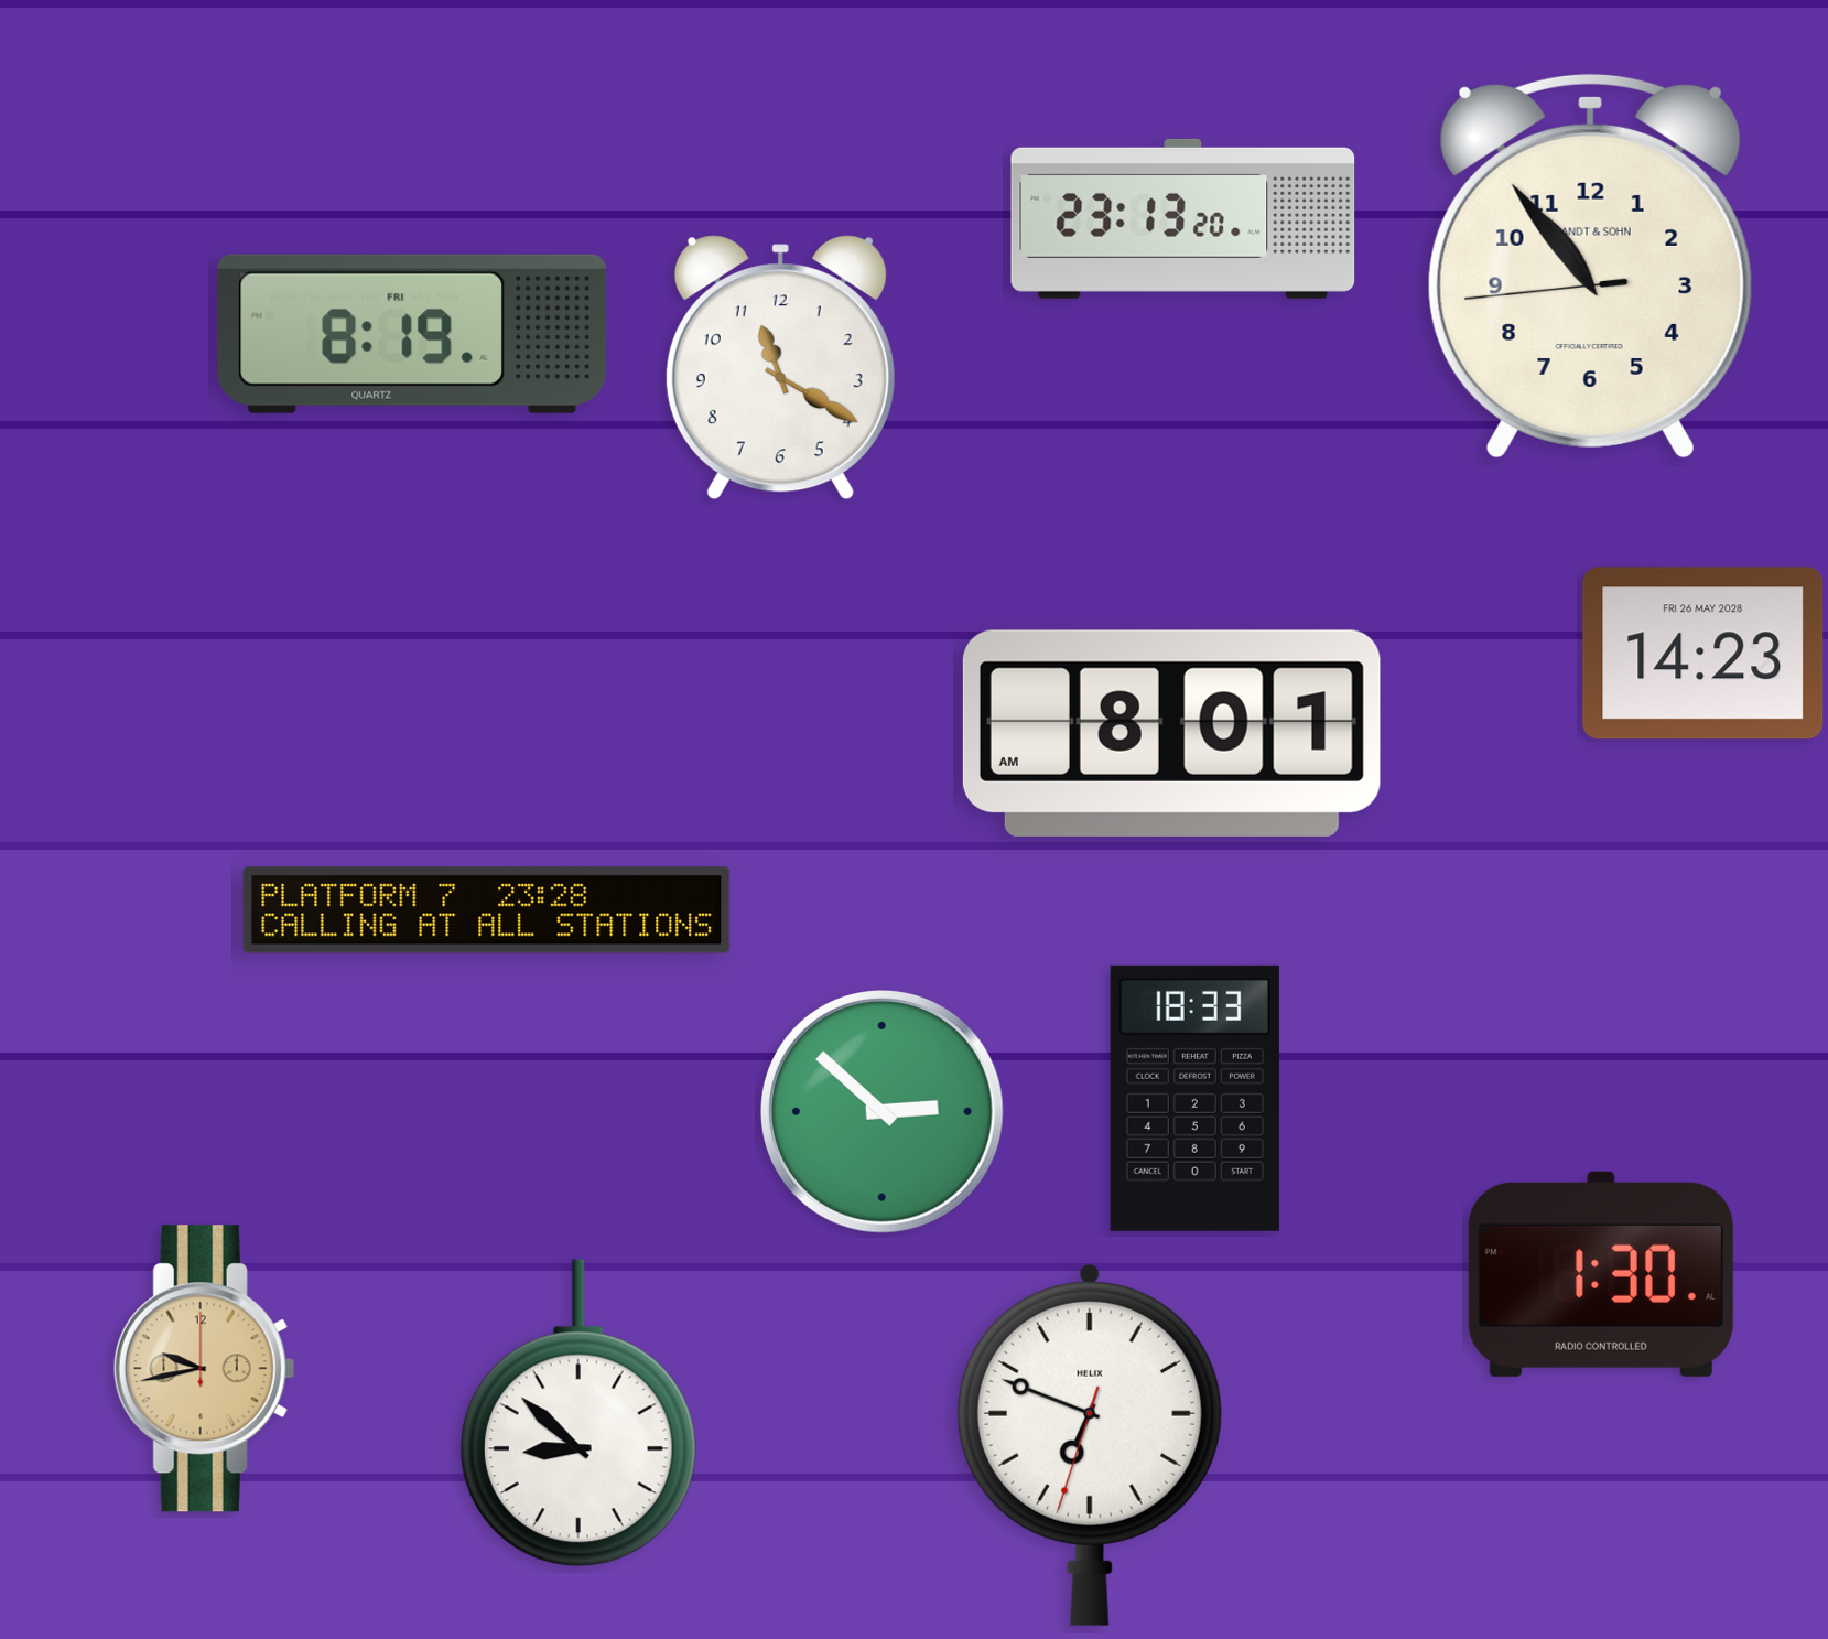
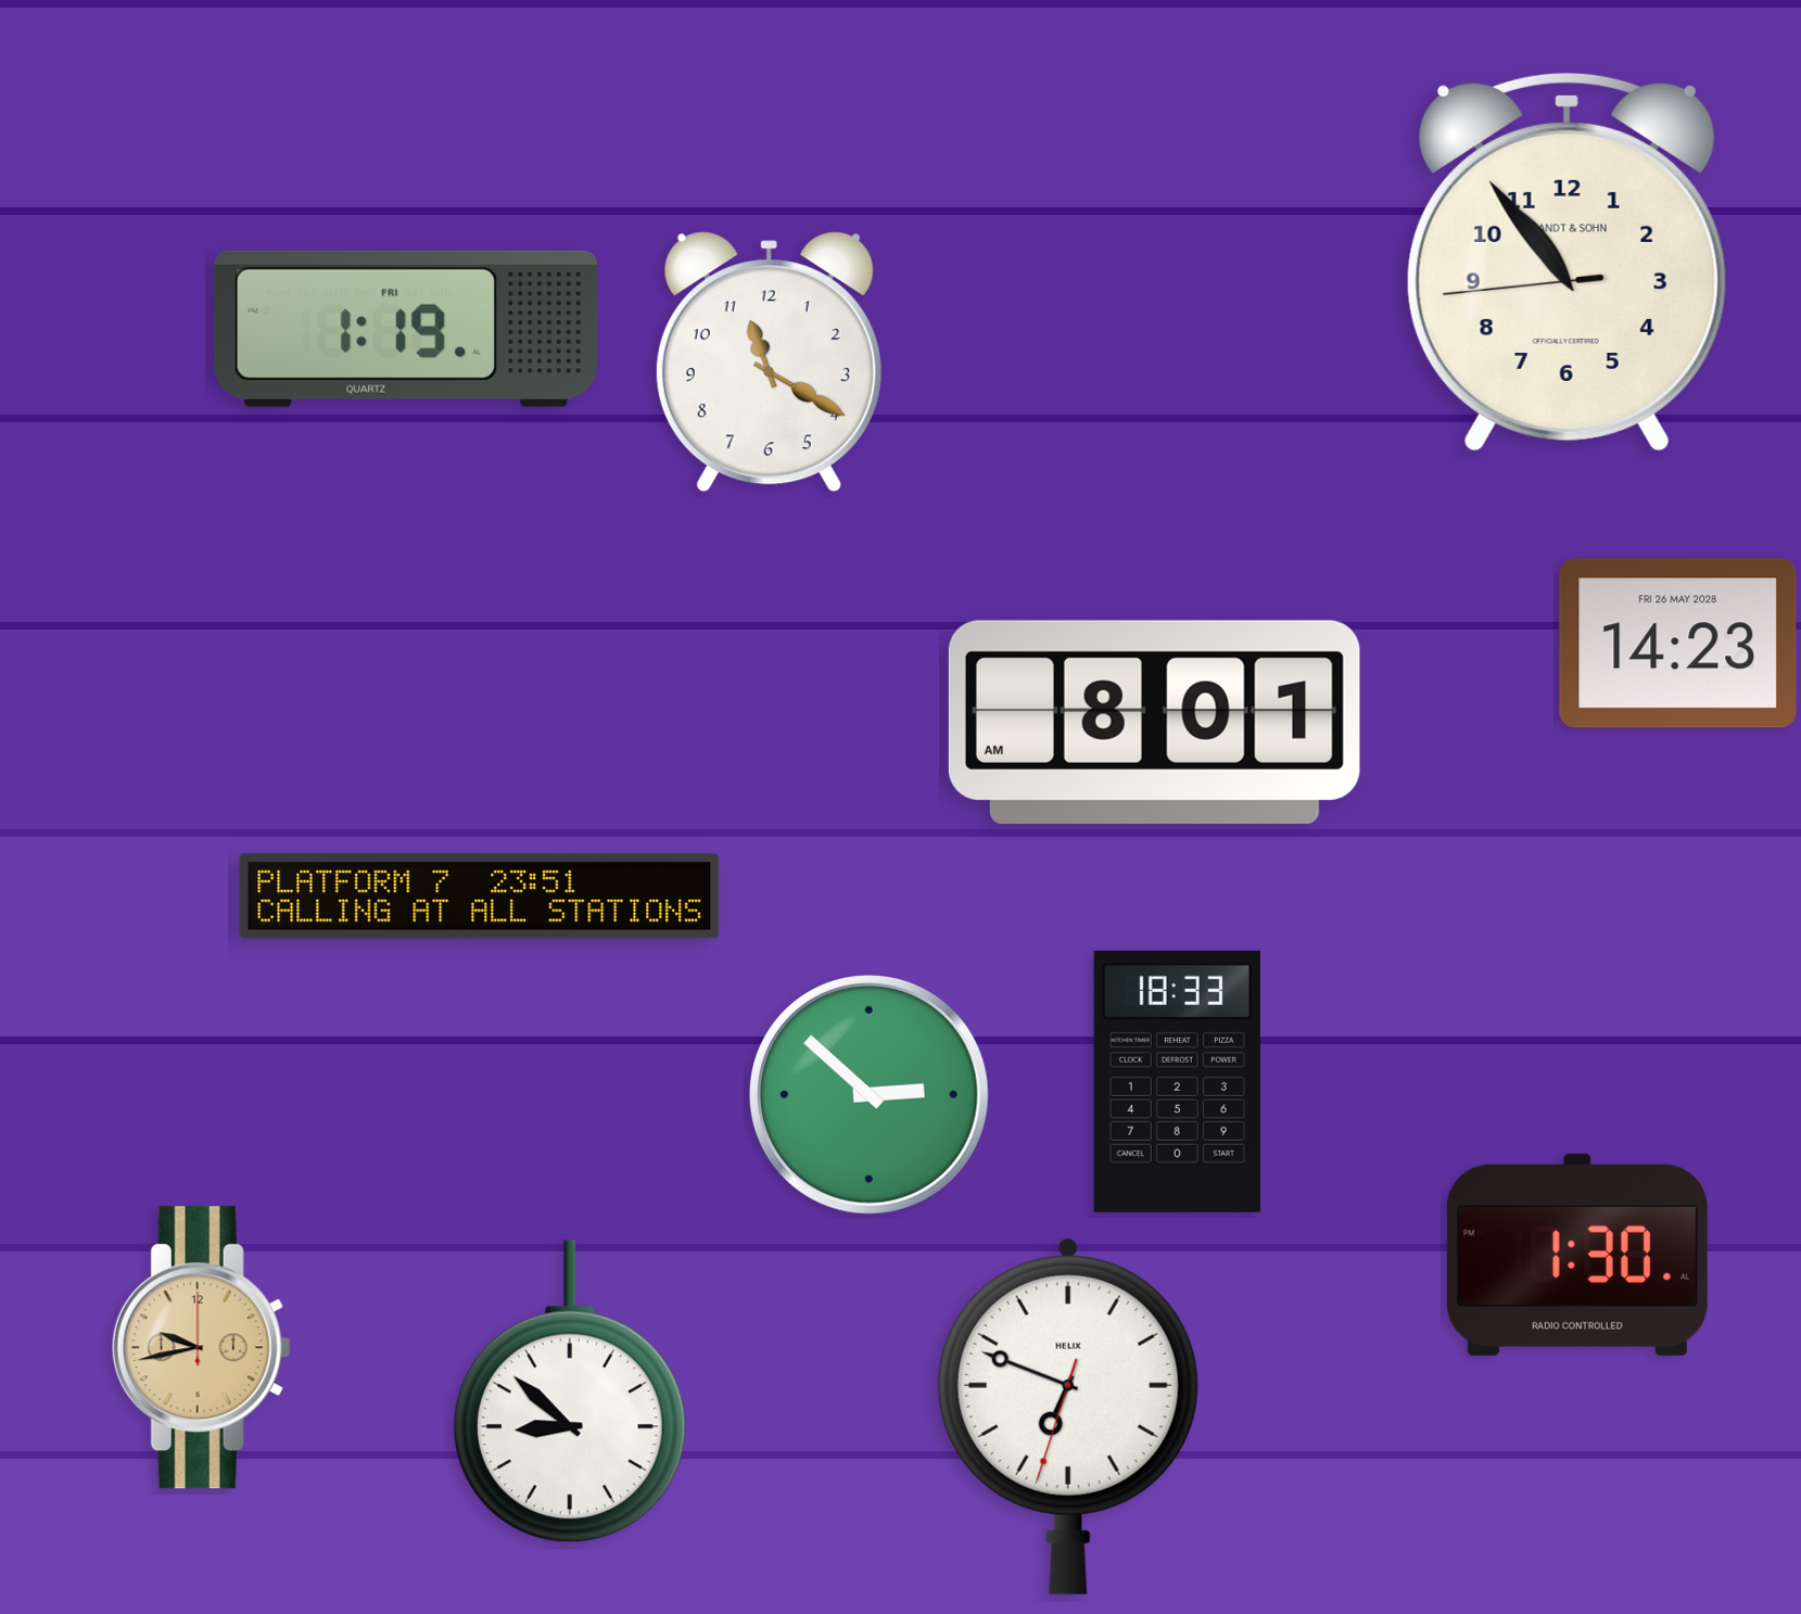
clock at (1183, 218): 23:13 -> none
clock at (412, 334): 8:19 -> 1:19
clock at (487, 910): 23:28 -> 23:51
clock at (1090, 1444) position: (1090, 1444) -> (1068, 1415)
